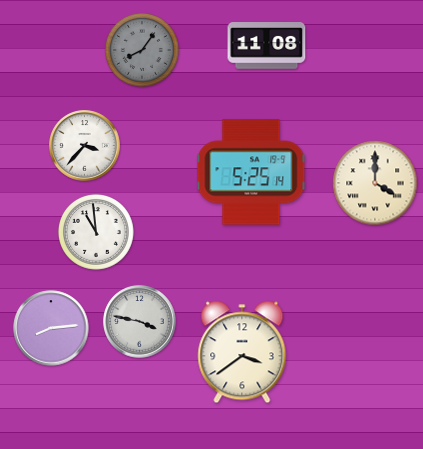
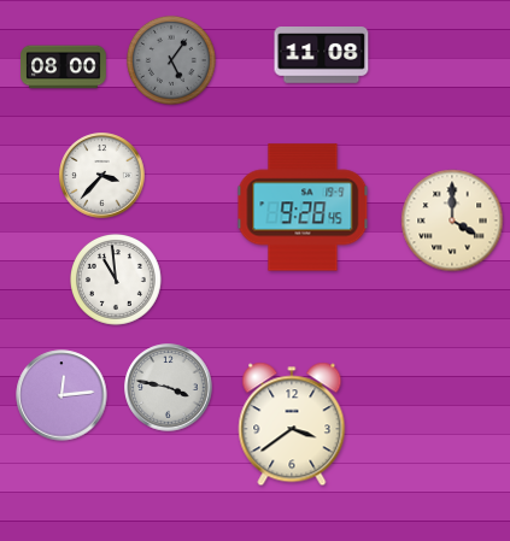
clock at (142, 50): 8:06 -> 5:06
clock at (64, 67): none -> 08:00
clock at (251, 172): 5:25 -> 9:28
clock at (51, 328): 8:14 -> 12:14
